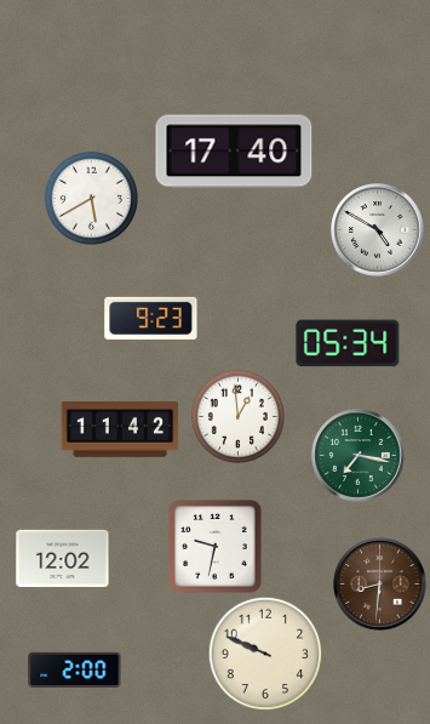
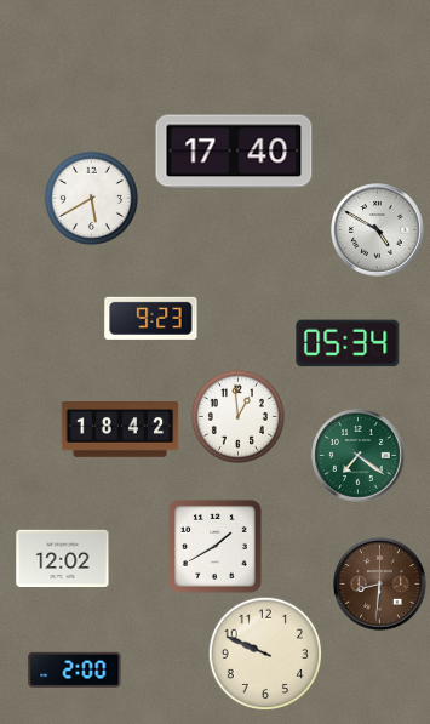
clock at (120, 431): 11:42 -> 18:42
clock at (359, 456): 7:17 -> 7:21
clock at (216, 547): 9:32 -> 1:40
